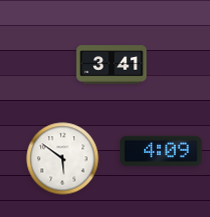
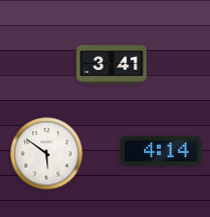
clock at (161, 151): 4:09 -> 4:14
clock at (63, 159) position: (63, 159) -> (47, 154)
